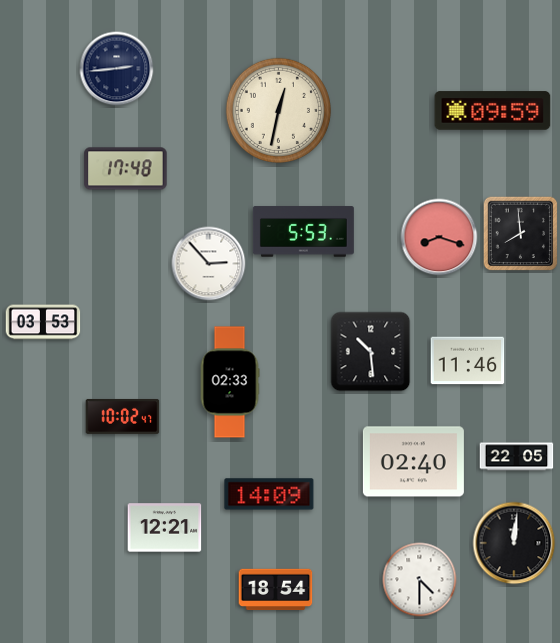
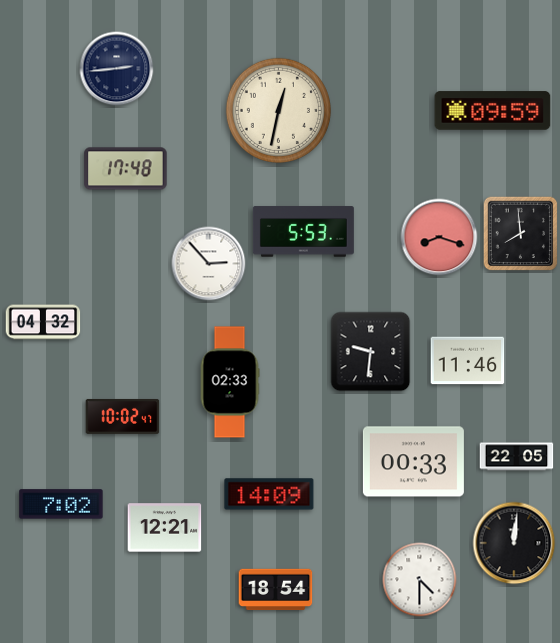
clock at (43, 322): 03:53 -> 04:32
clock at (371, 352): 10:29 -> 9:31
clock at (413, 462): 02:40 -> 00:33
clock at (61, 504): none -> 7:02
